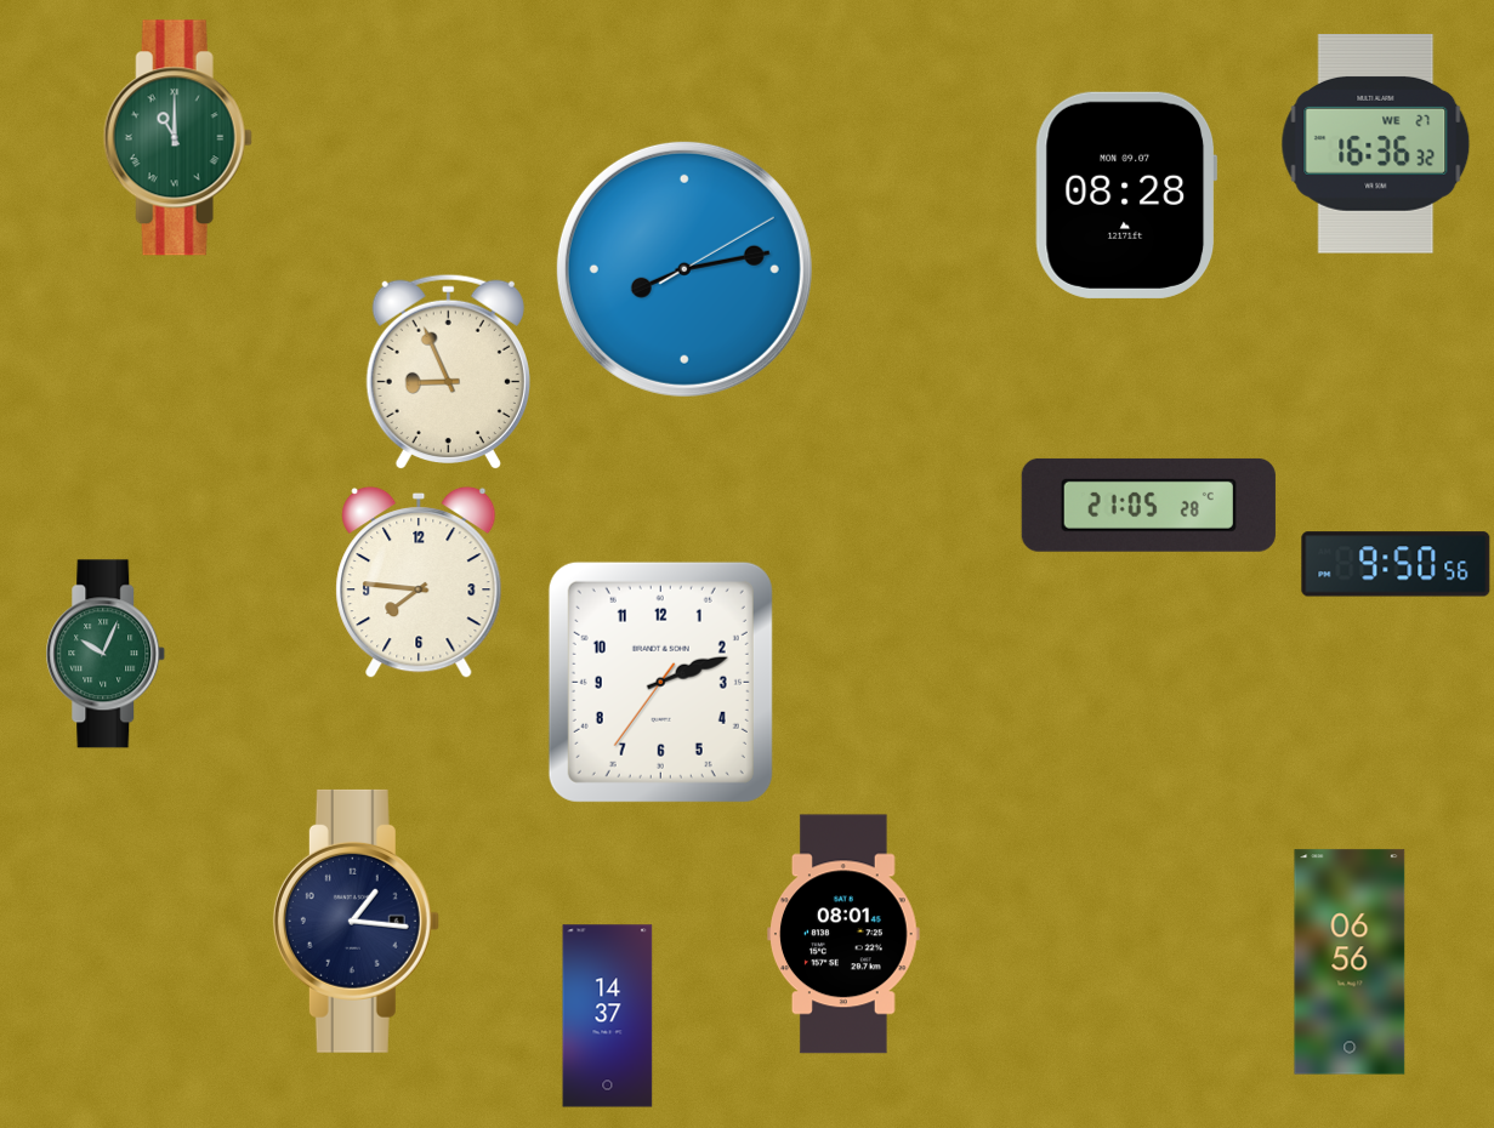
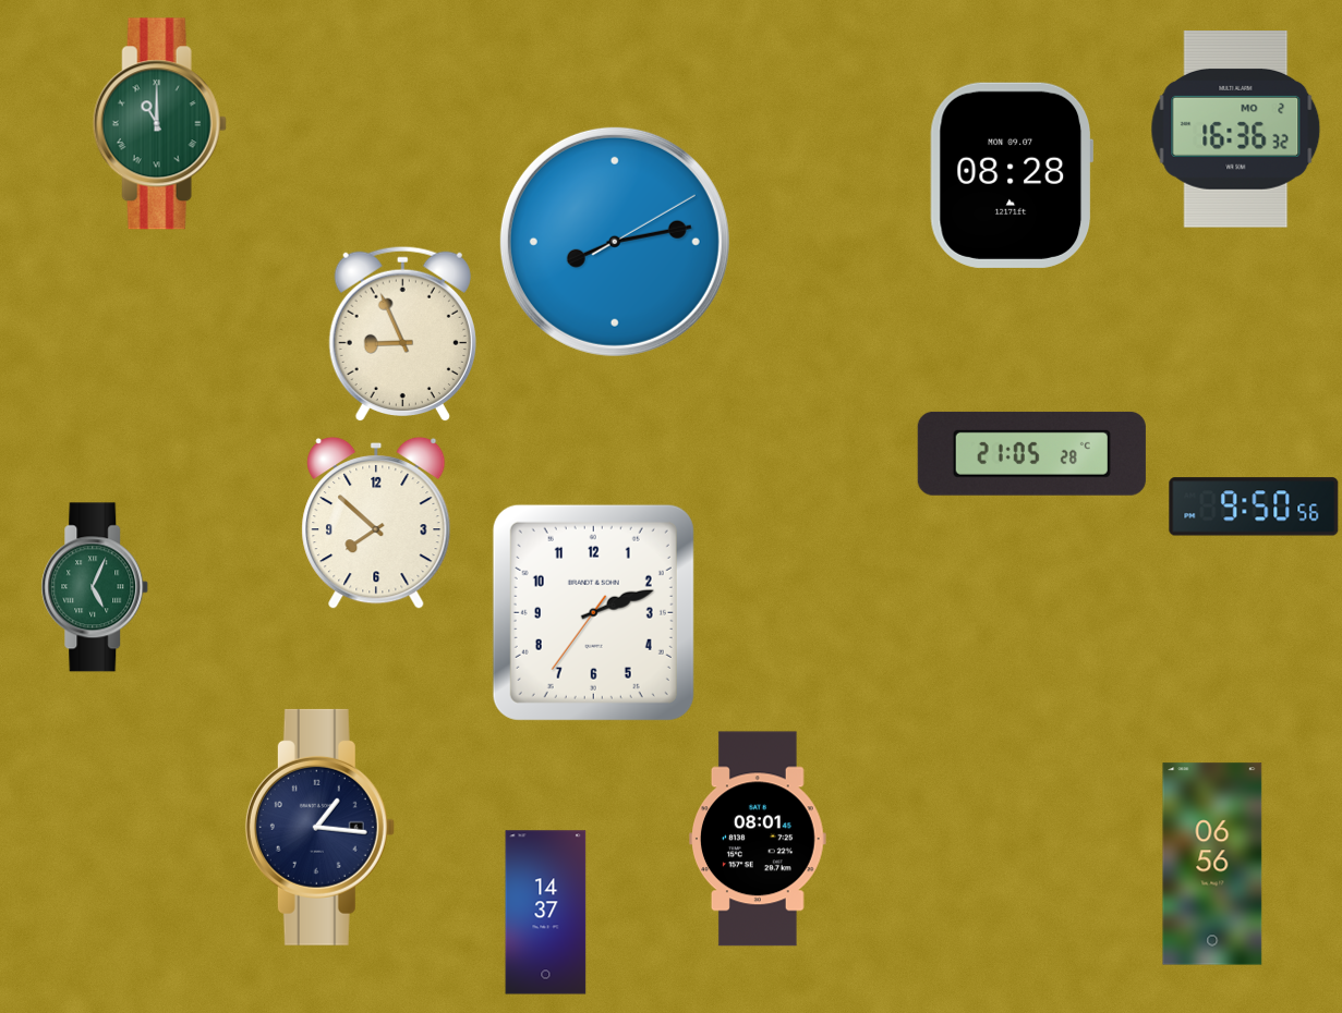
clock at (1376, 144) date: WE 27 -> MO 2
clock at (419, 582): 7:46 -> 7:52
clock at (106, 654): 10:04 -> 5:04
